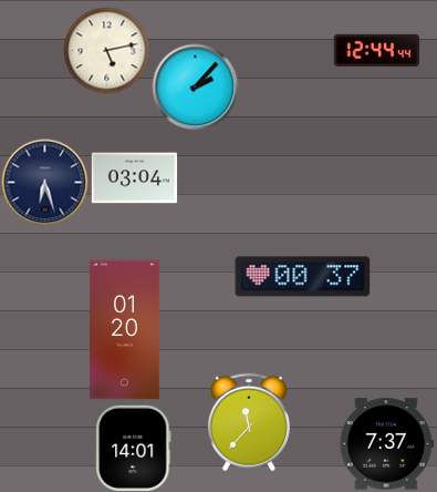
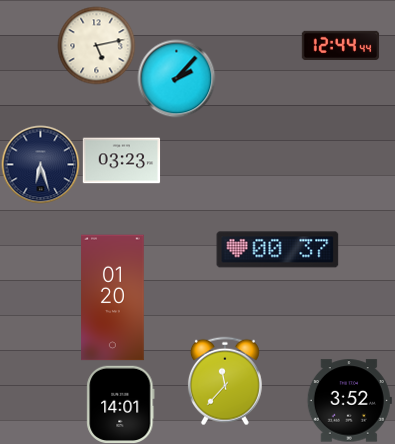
clock at (134, 178): 03:04 -> 03:23
clock at (303, 277) position: (303, 277) -> (278, 250)
clock at (386, 444): 7:37 -> 3:52
